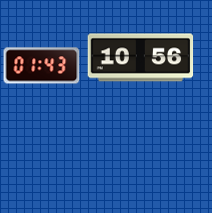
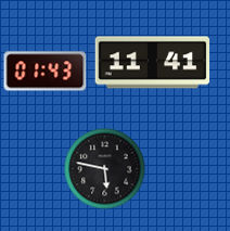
clock at (141, 58): 10:56 -> 11:41
clock at (105, 169): none -> 5:47
